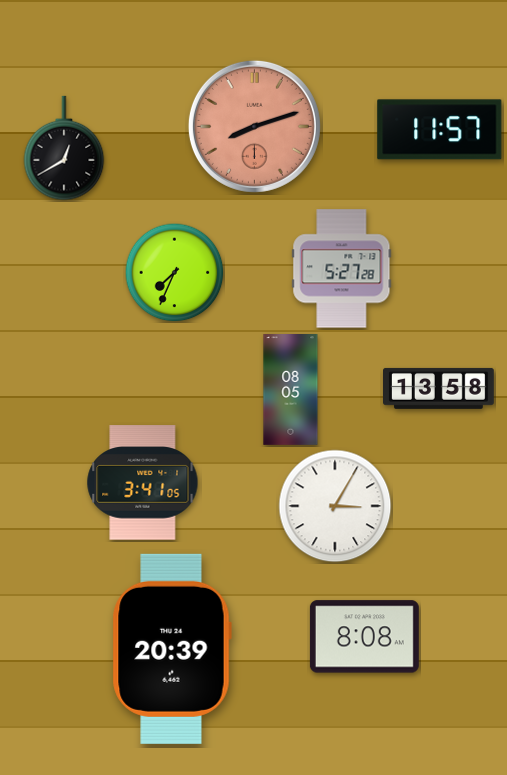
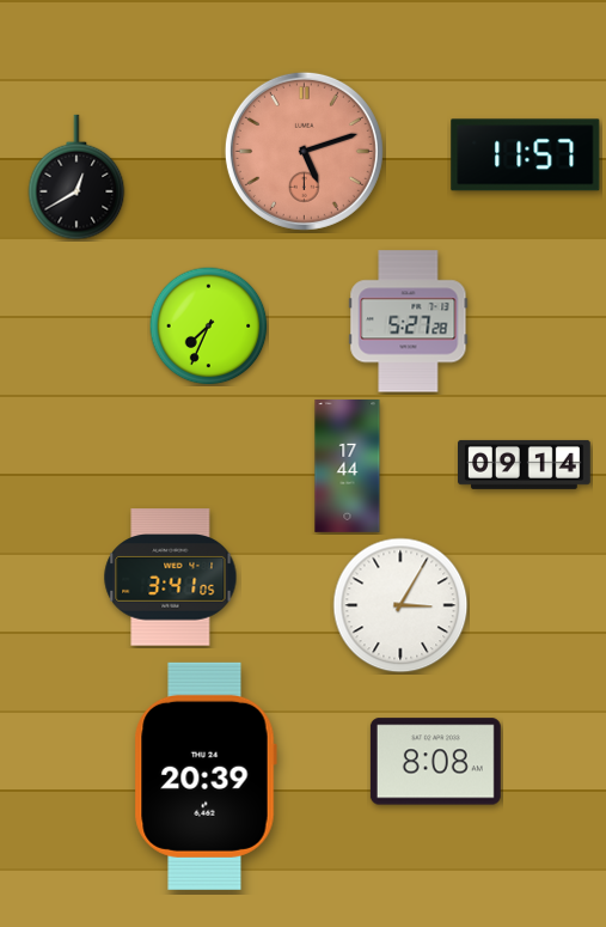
clock at (254, 126): 8:12 -> 5:12
clock at (439, 388): 13:58 -> 09:14
clock at (291, 390): 08:05 -> 17:44
